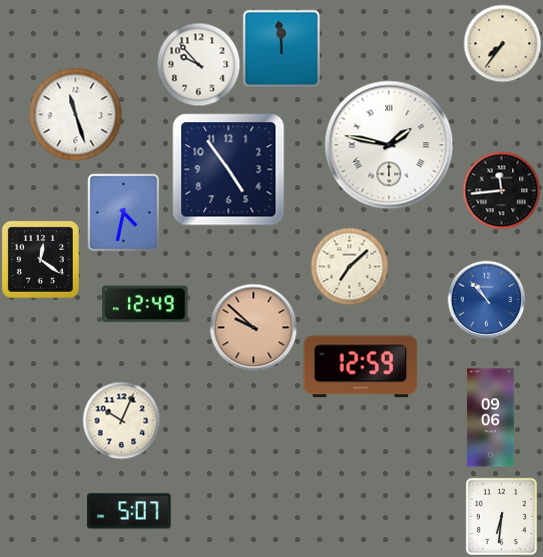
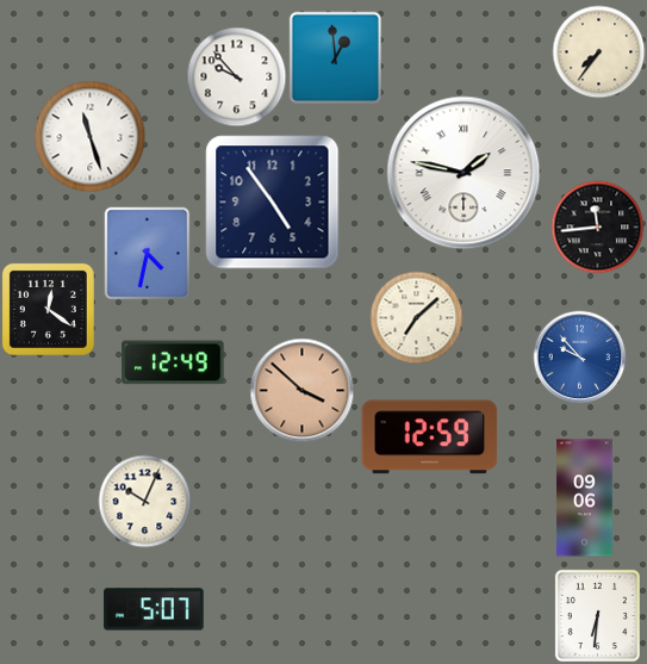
clock at (281, 48): 11:59 -> 12:59
clock at (486, 299): 10:53 -> 9:53
clock at (253, 327): 9:52 -> 3:52
